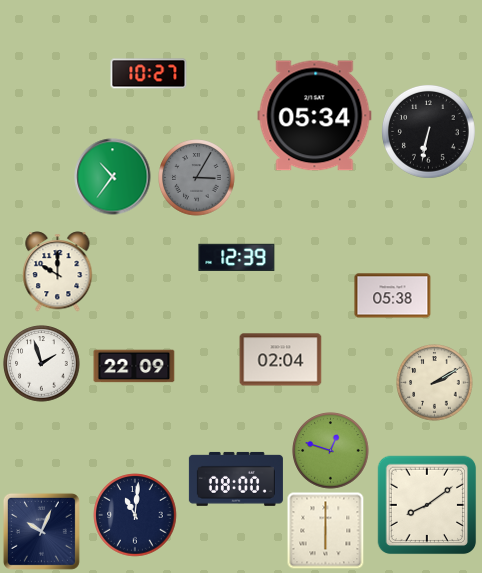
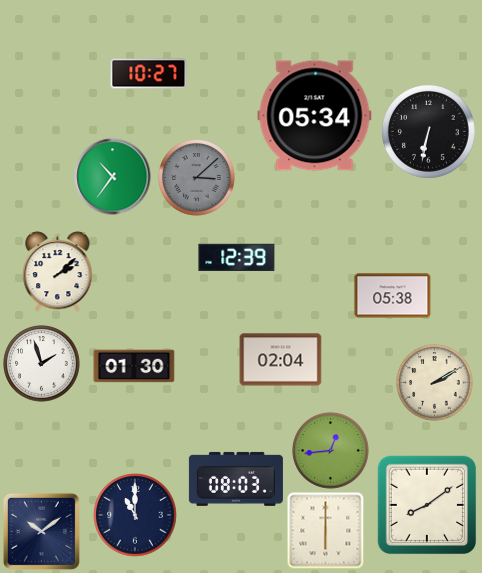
clock at (197, 178): 3:05 -> 3:08
clock at (58, 272): 10:00 -> 2:08
clock at (134, 366): 22:09 -> 01:30
clock at (331, 451): 12:48 -> 12:44
clock at (236, 479): 08:00 -> 08:03
clock at (135, 515): 11:01 -> 11:00
clock at (41, 531): 10:04 -> 10:09
